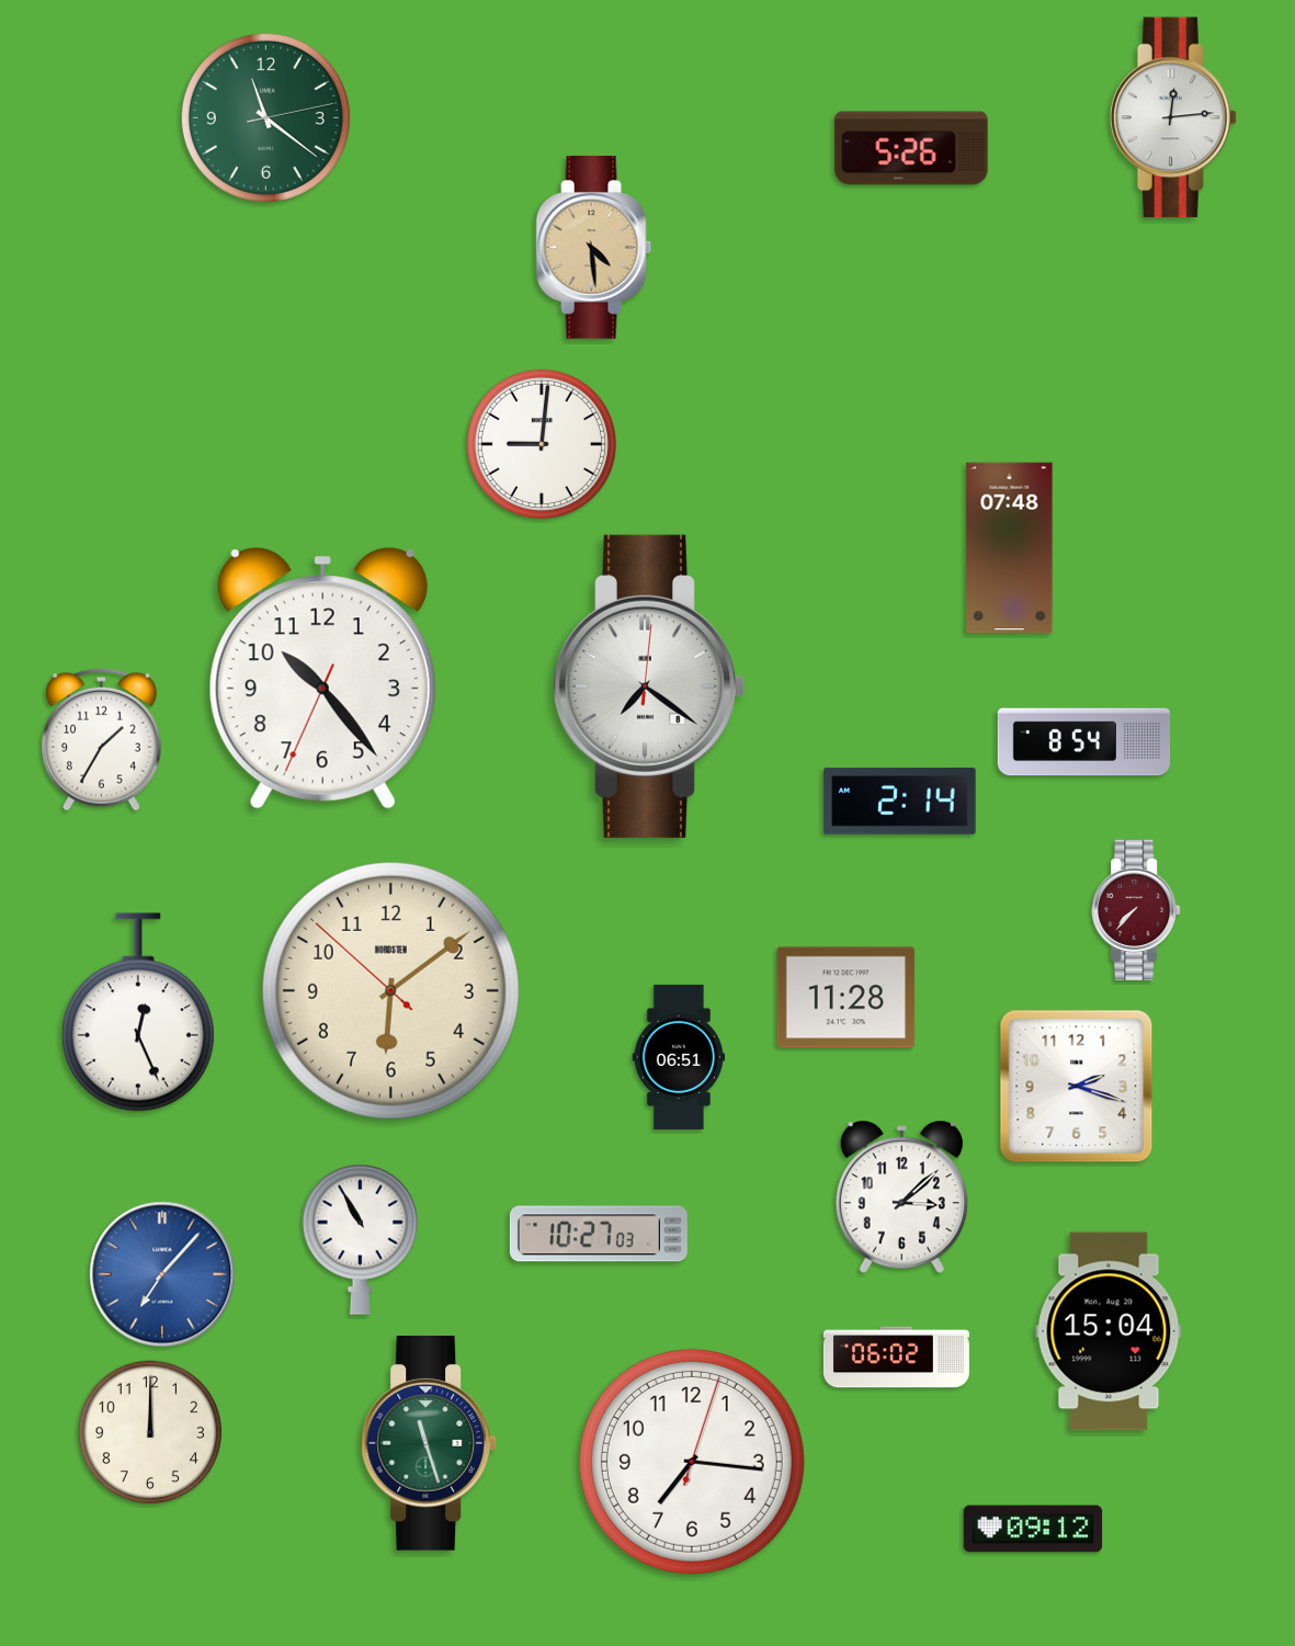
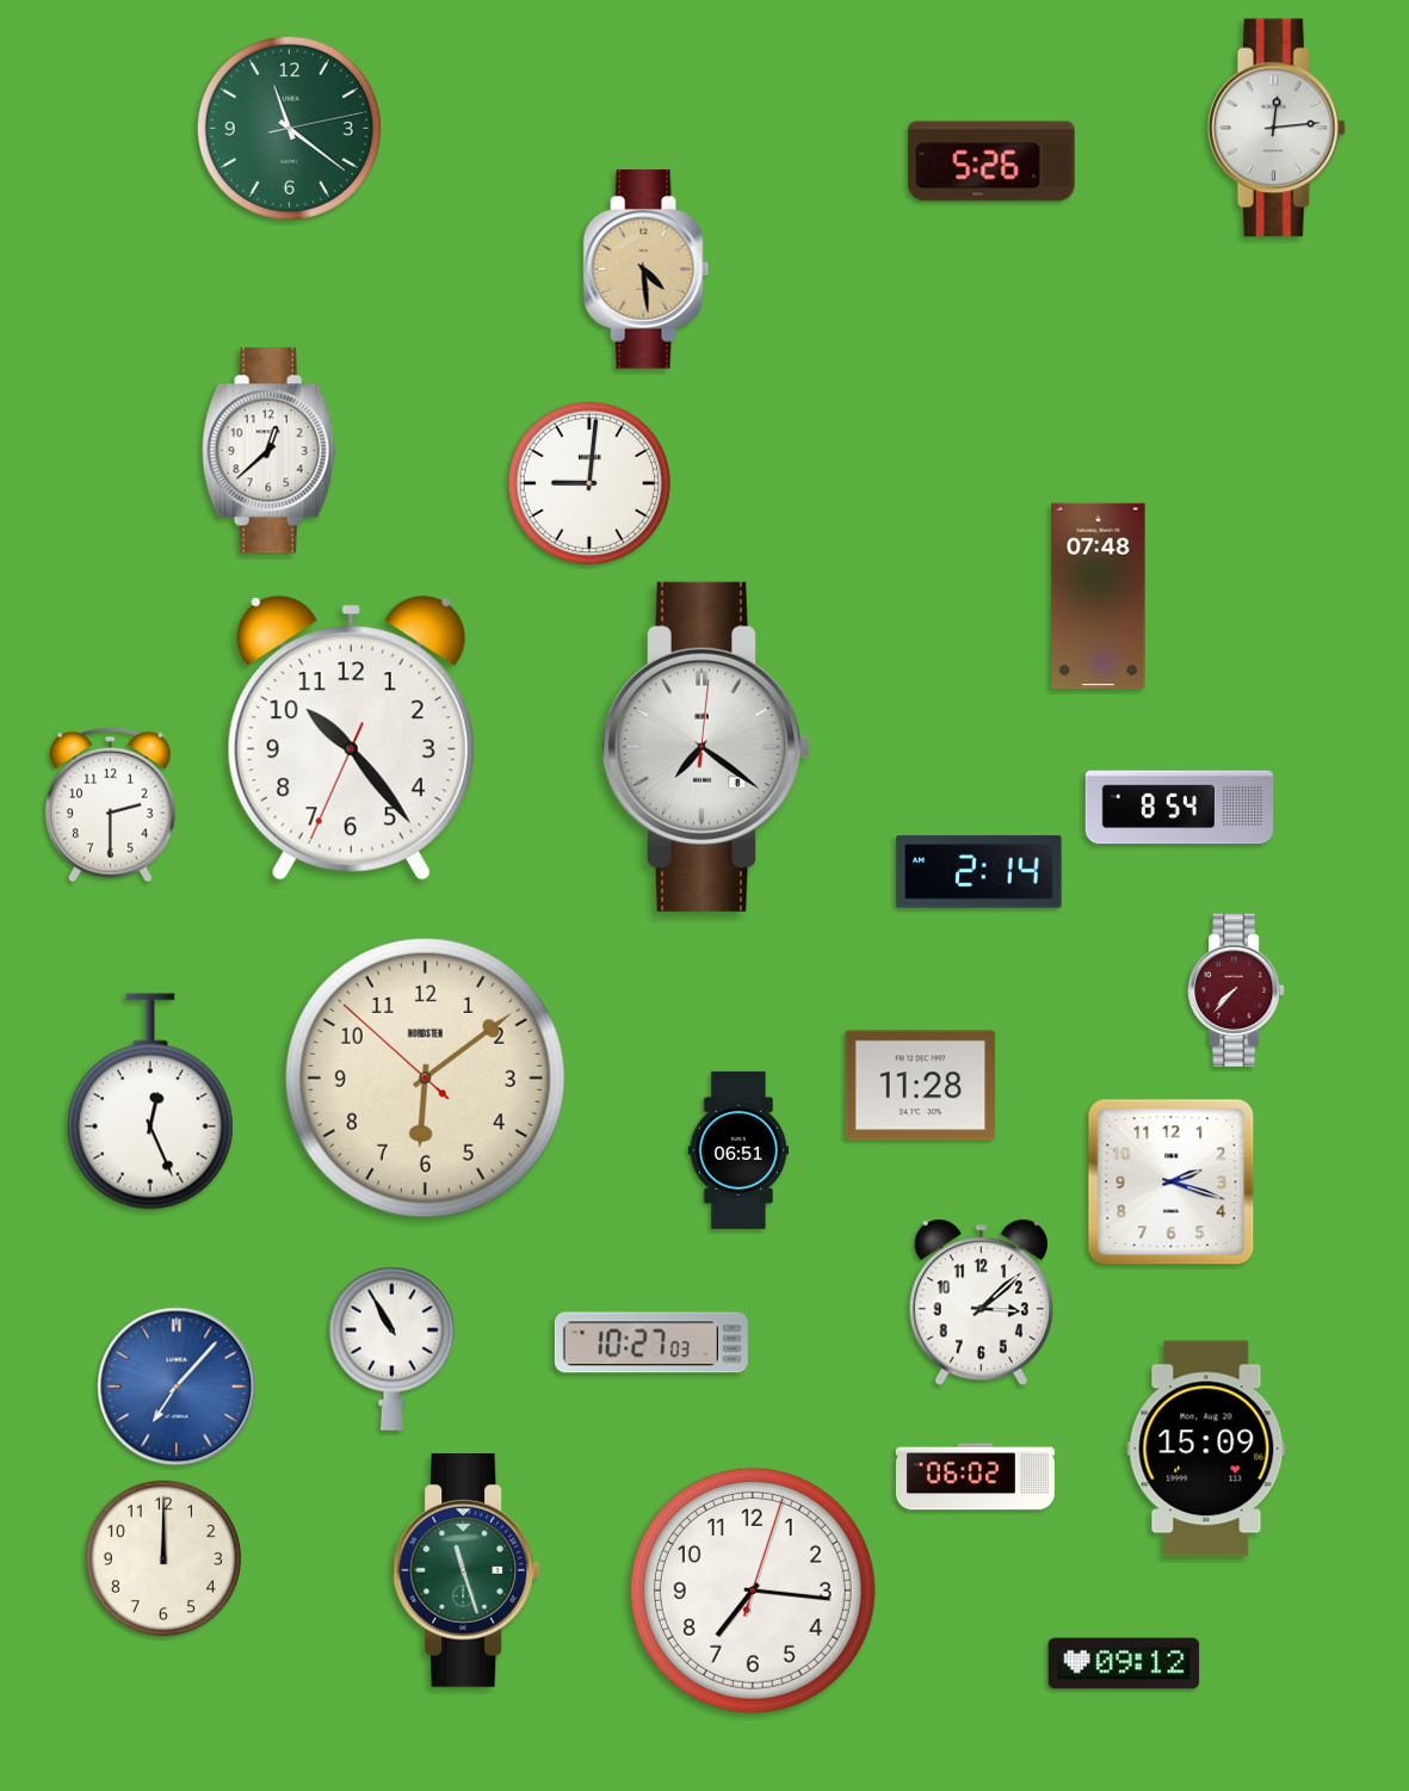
clock at (268, 451): none -> 12:38
clock at (102, 739): 1:35 -> 2:30
clock at (1109, 1331): 15:04 -> 15:09
